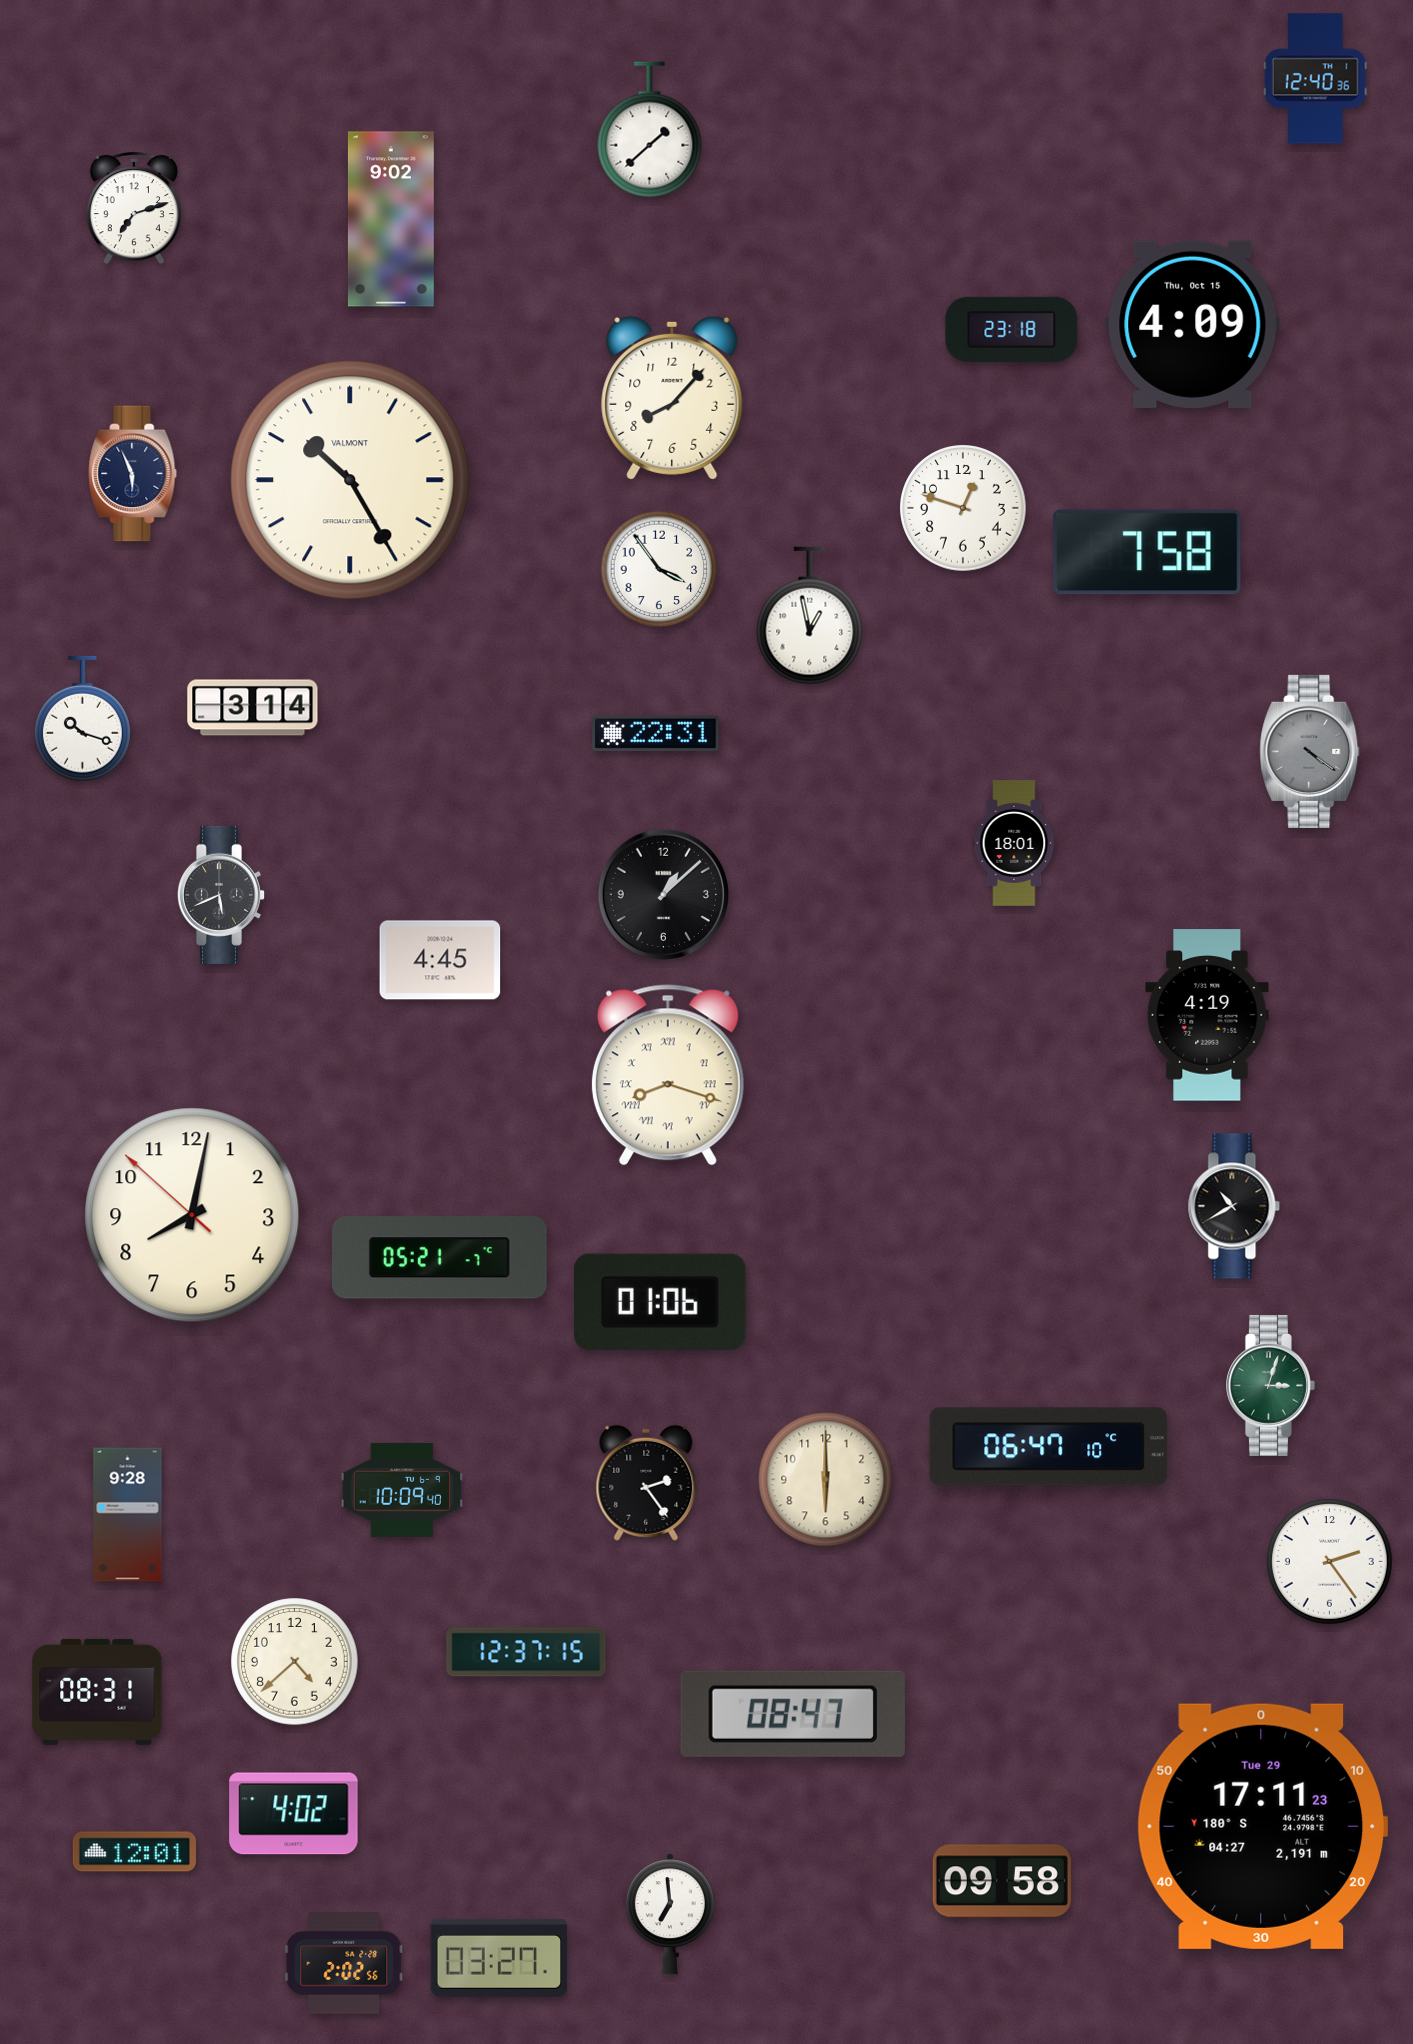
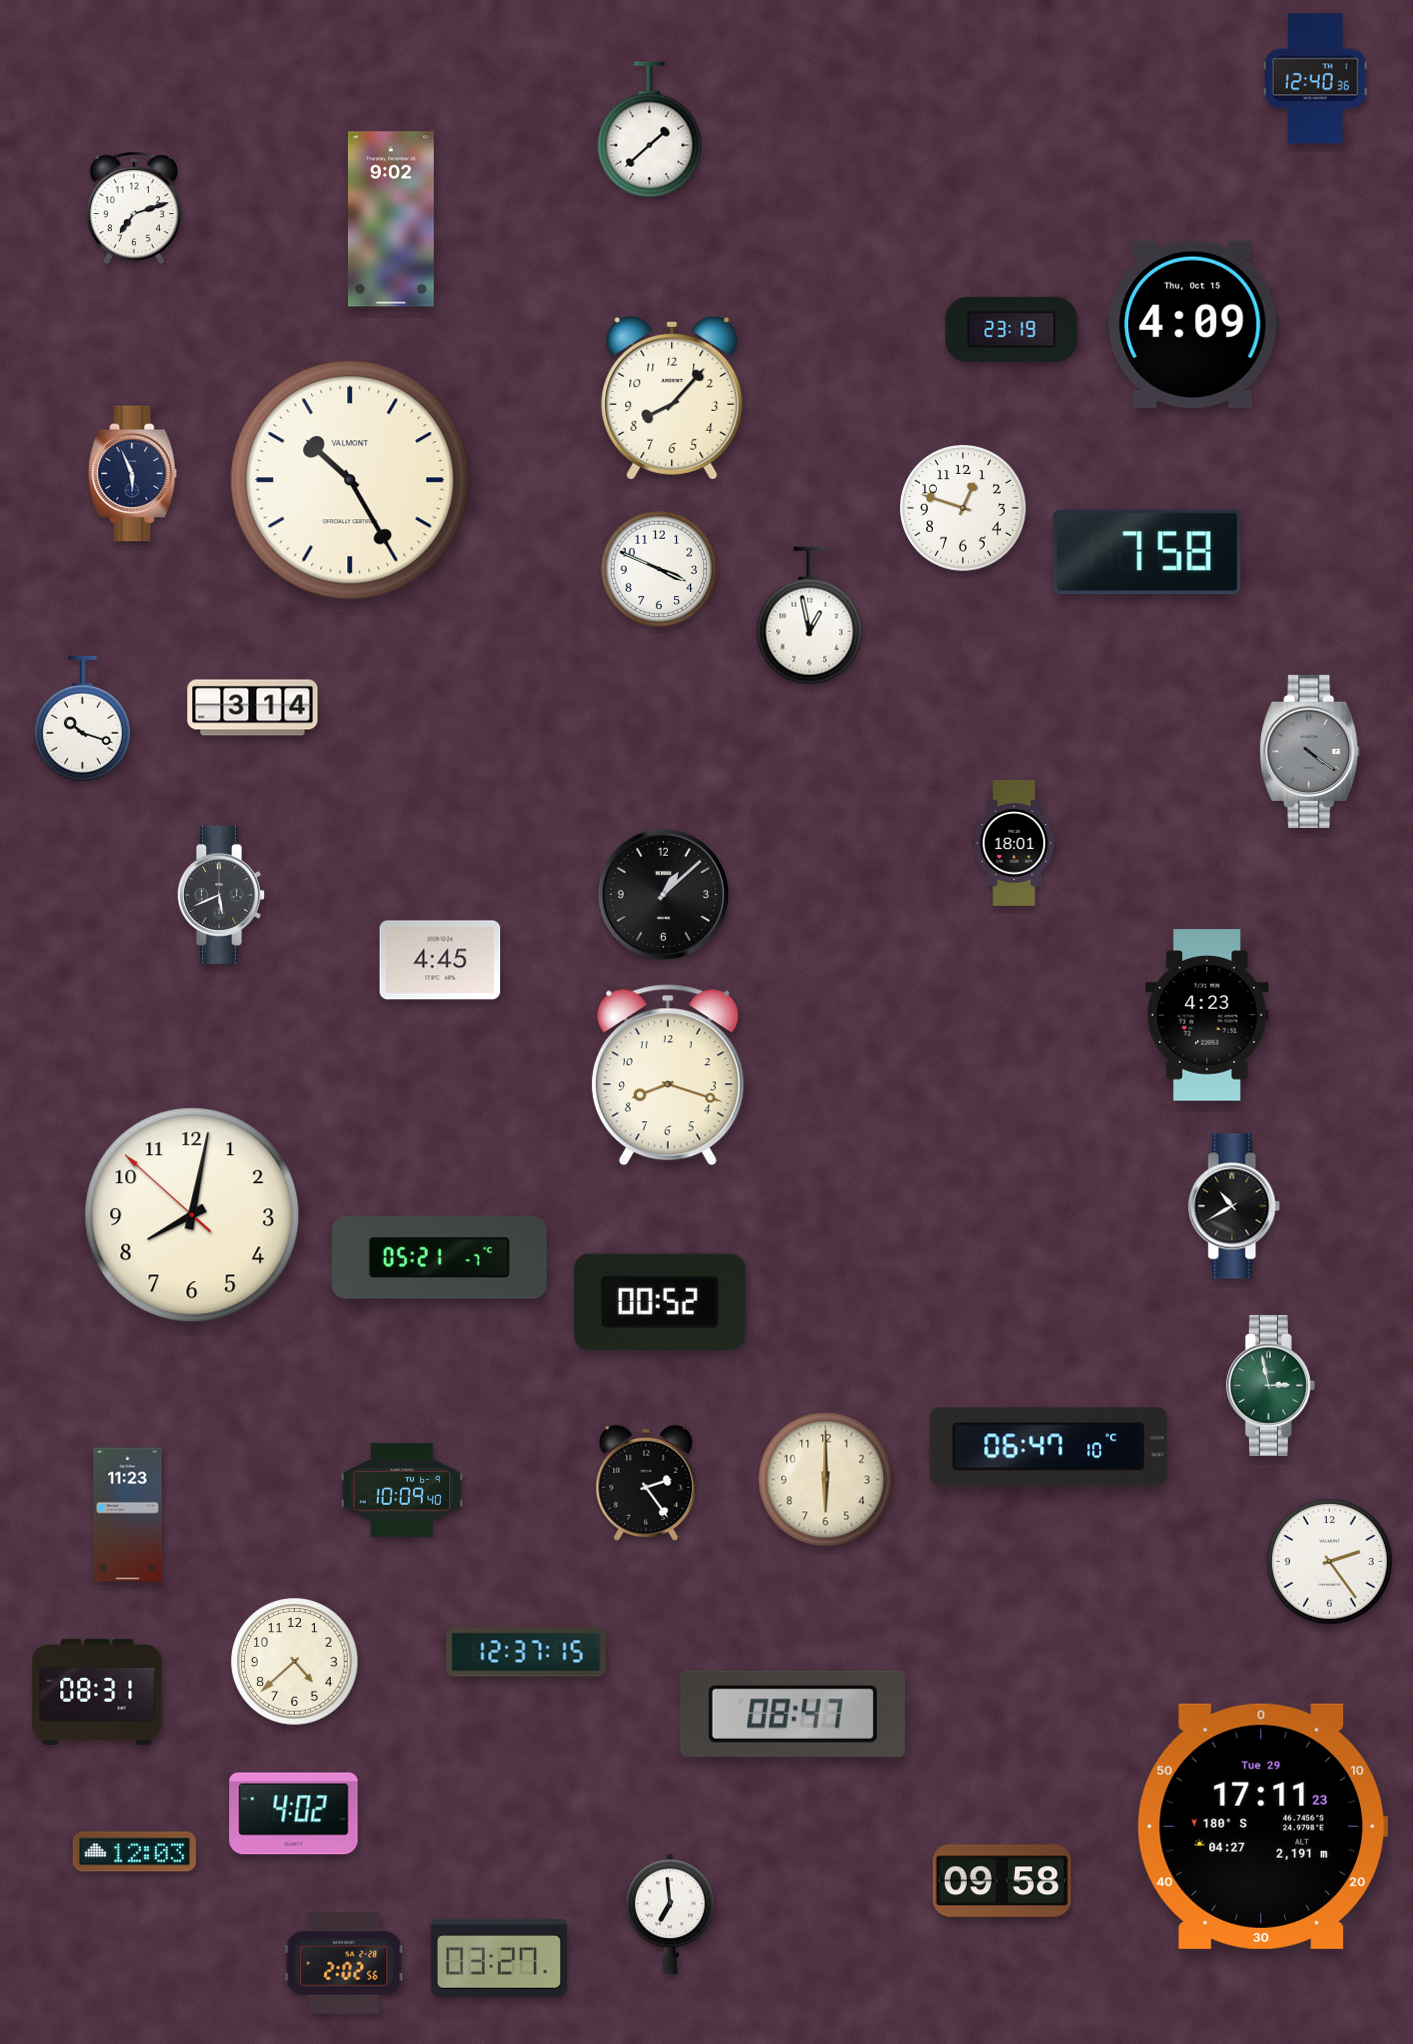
clock at (1012, 329): 23:18 -> 23:19
clock at (659, 569): 3:54 -> 3:49
clock at (656, 734): 22:31 -> none
clock at (1207, 1015): 4:19 -> 4:23
clock at (668, 1075) numerals: Roman -> Arabic
clock at (661, 1302): 01:06 -> 00:52
clock at (1271, 1385): 3:03 -> 2:58
clock at (128, 1515): 9:28 -> 11:23
clock at (134, 1852): 12:01 -> 12:03
